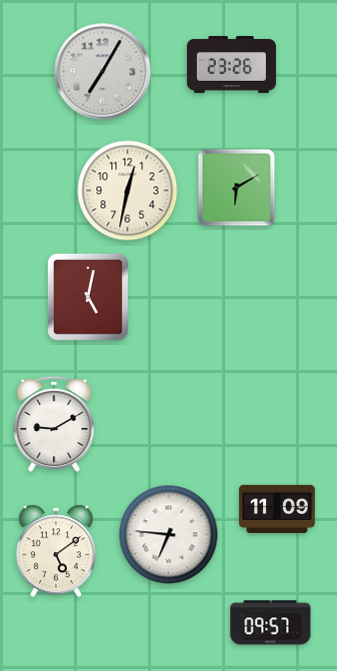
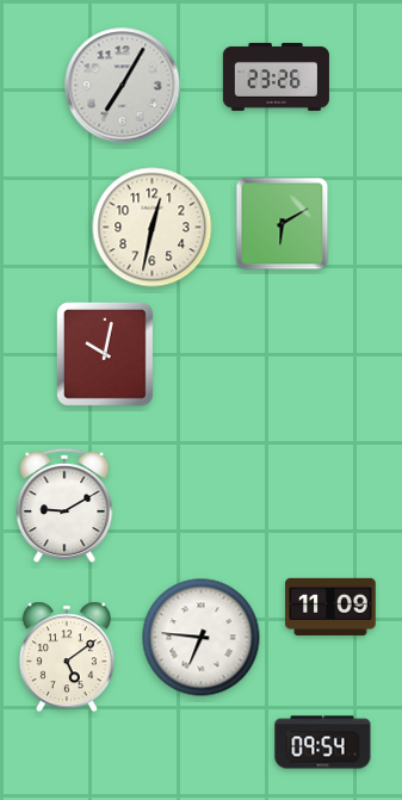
clock at (88, 297): 5:02 -> 10:02
clock at (271, 623): 09:57 -> 09:54
